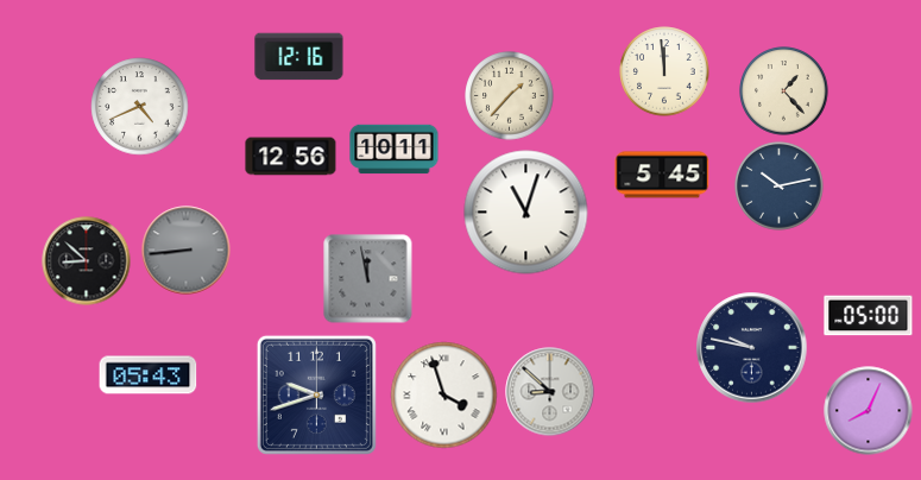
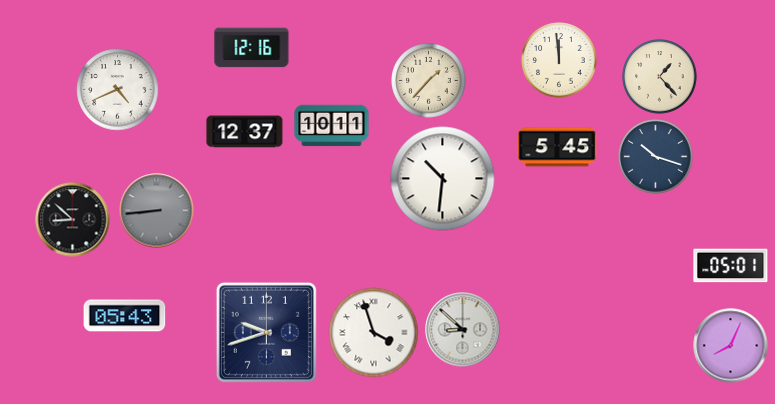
clock at (291, 157): 12:56 -> 12:37
clock at (780, 187): 10:13 -> 10:18
clock at (526, 213): 11:03 -> 10:31
clock at (368, 279): 11:58 -> none
clock at (869, 316): 05:00 -> 05:01
clock at (752, 348): 9:47 -> none
